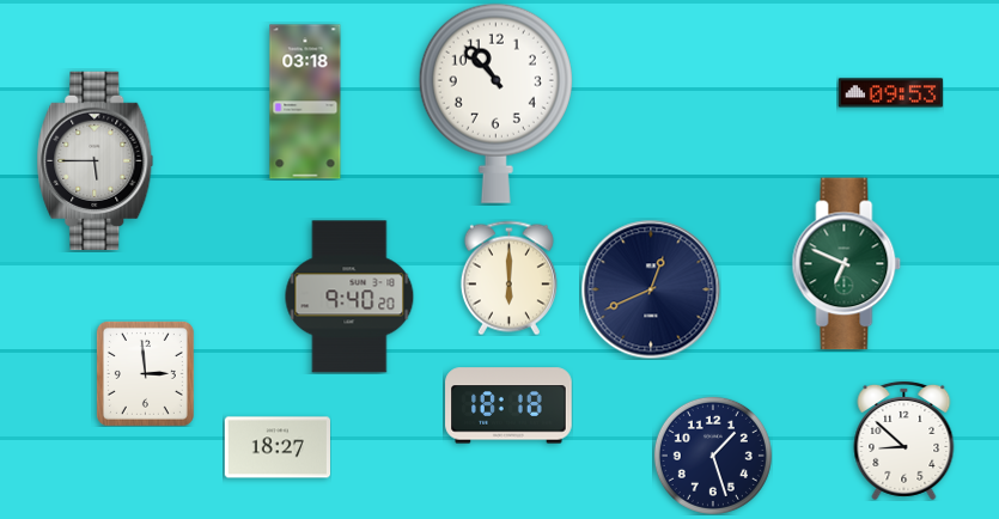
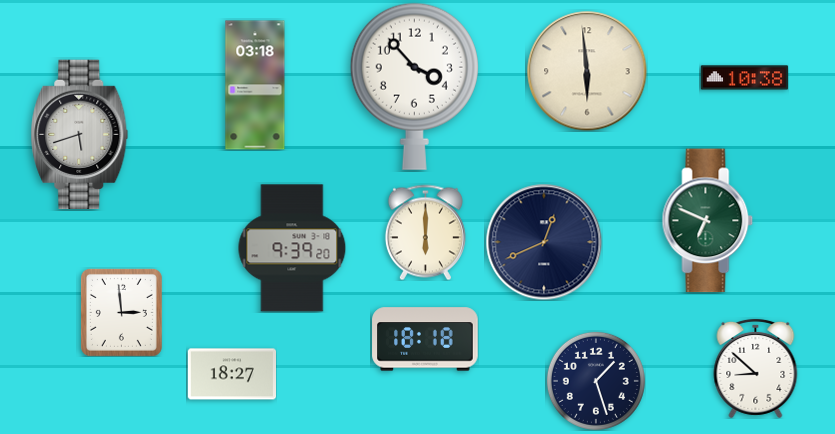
clock at (587, 71): none -> 5:59
clock at (890, 93): 09:53 -> 10:38
clock at (495, 103): 10:53 -> 3:53
clock at (96, 161): 5:45 -> 5:42
clock at (349, 297): 9:40 -> 9:39
